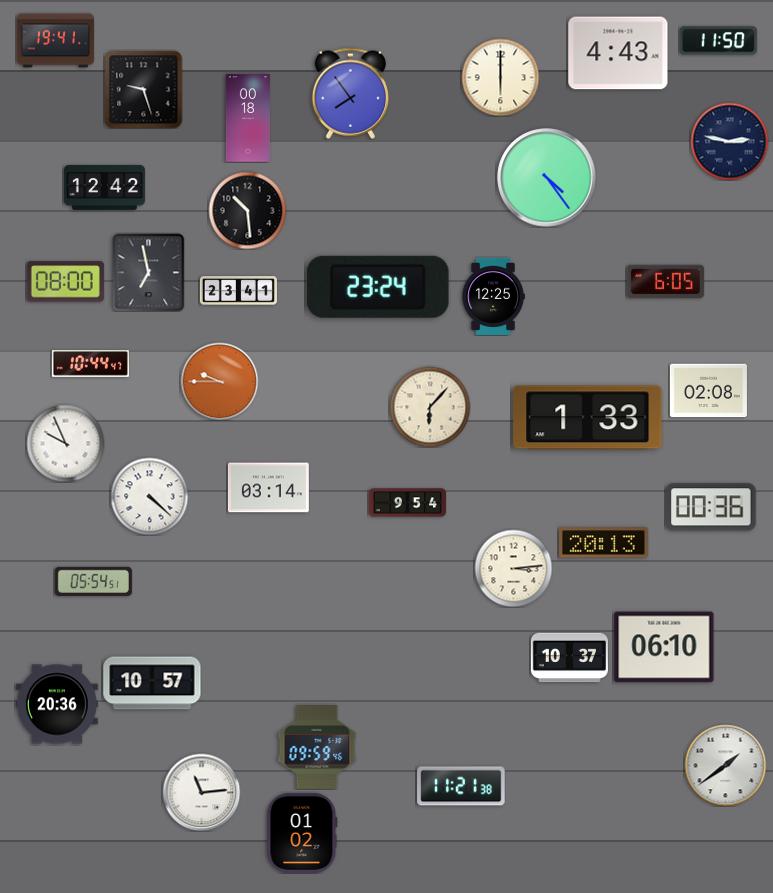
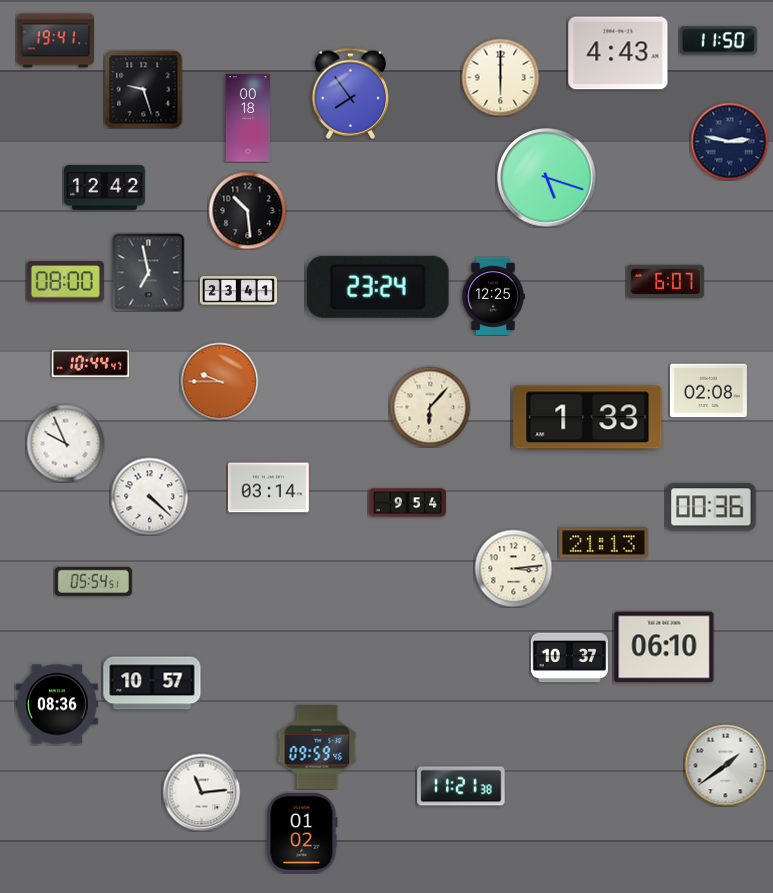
clock at (547, 178): 4:24 -> 5:18
clock at (665, 282): 6:05 -> 6:07
clock at (604, 543): 20:13 -> 21:13
clock at (57, 704): 20:36 -> 08:36
